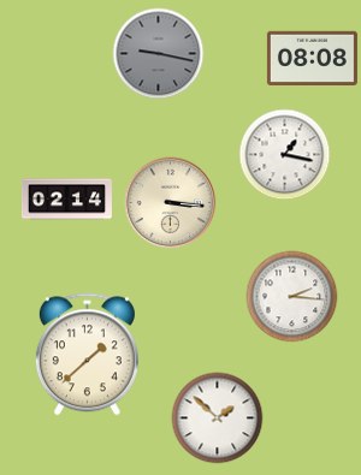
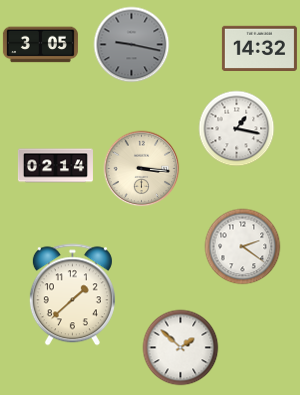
clock at (40, 45): none -> 3:05
clock at (312, 58): 08:08 -> 14:32
clock at (292, 297): 2:16 -> 2:21
